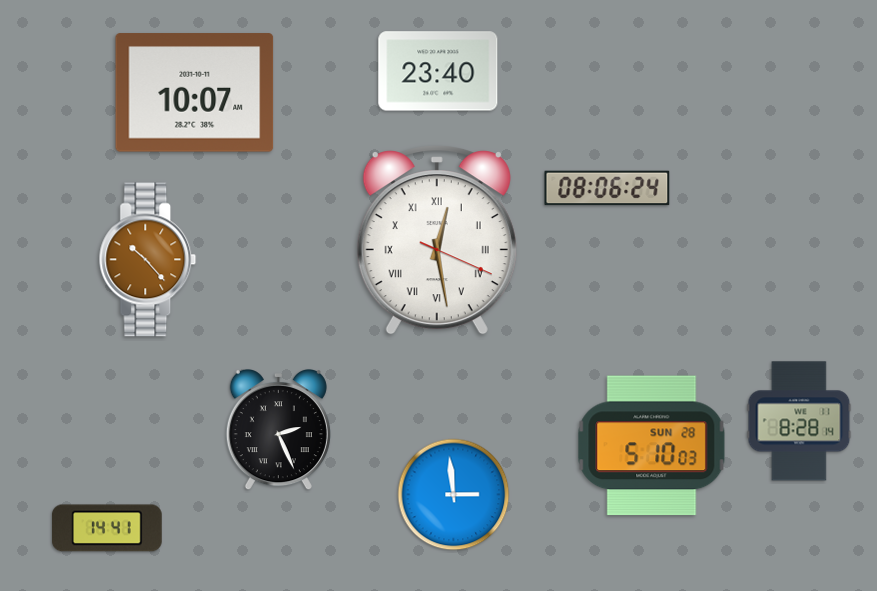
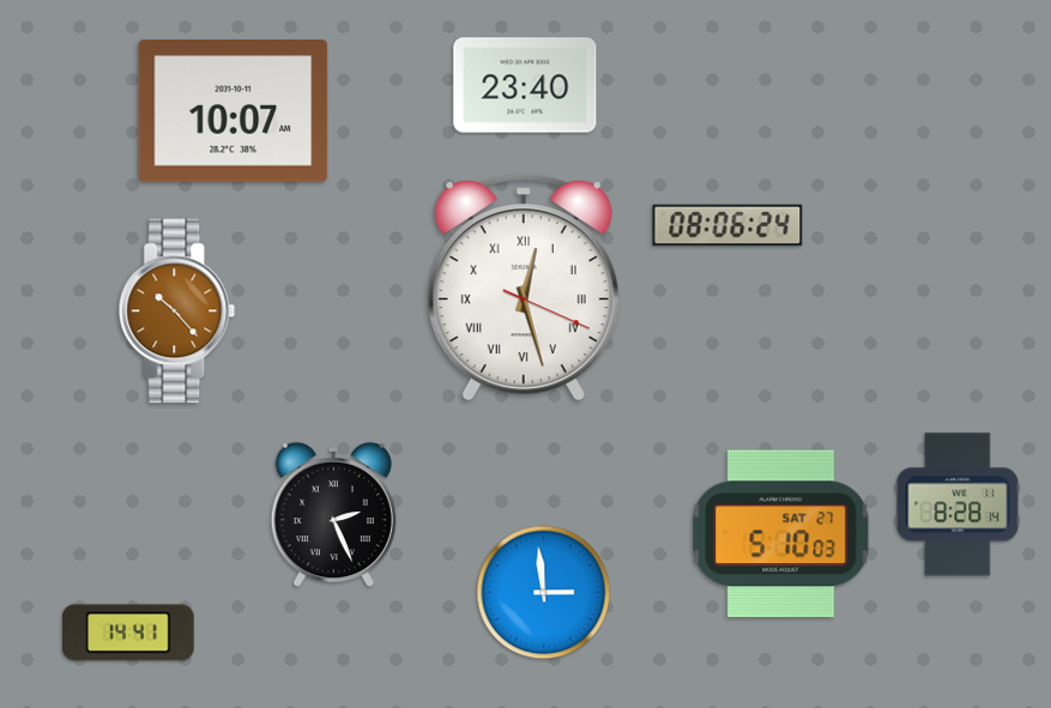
clock at (437, 240): 12:28 -> 12:27
clock at (652, 446) date: SUN 28 -> SAT 27
